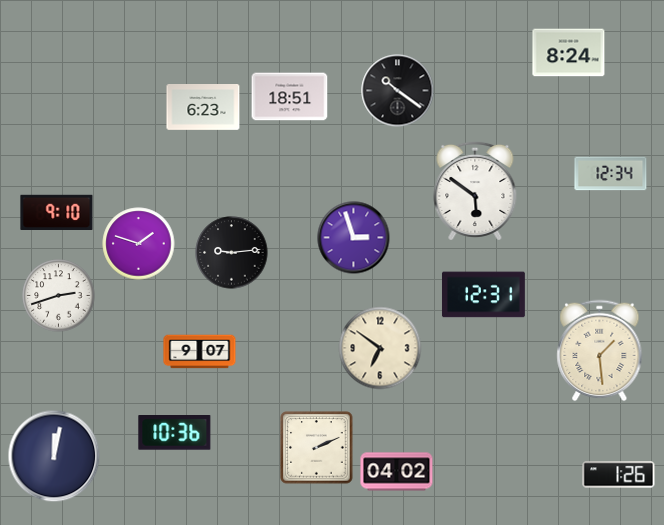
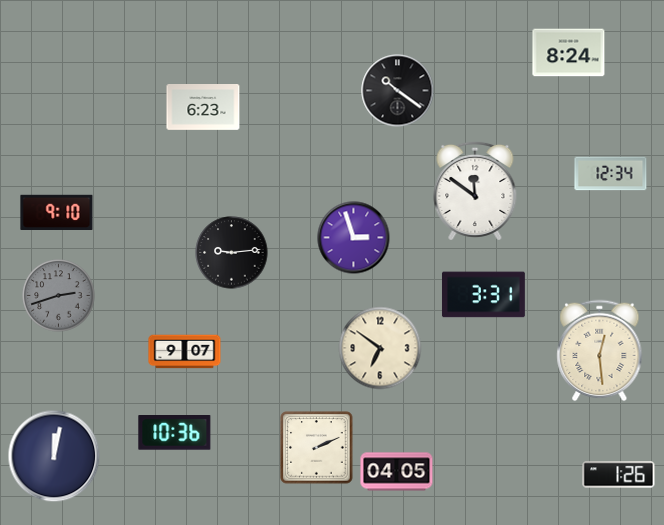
clock at (290, 97): 18:51 -> none
clock at (475, 191): 5:51 -> 11:51
clock at (139, 244): 1:48 -> none
clock at (483, 295): 12:31 -> 3:31
clock at (59, 296) dial: white -> grey
clock at (600, 351): 1:29 -> 12:29
clock at (200, 352) position: (200, 352) -> (185, 352)
clock at (397, 472): 04:02 -> 04:05
